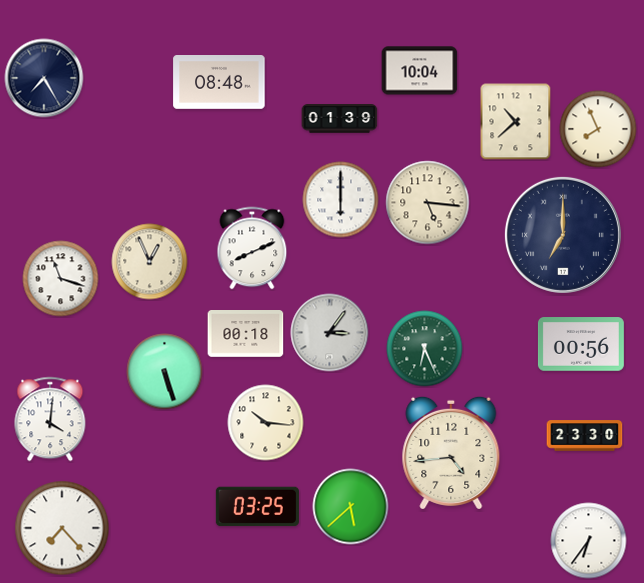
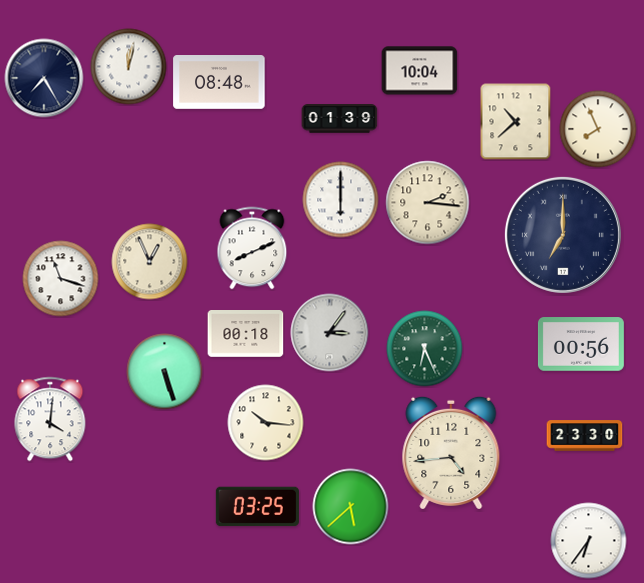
clock at (129, 67): none -> 12:02
clock at (428, 203): 5:16 -> 2:16
clock at (62, 528): 7:23 -> none
